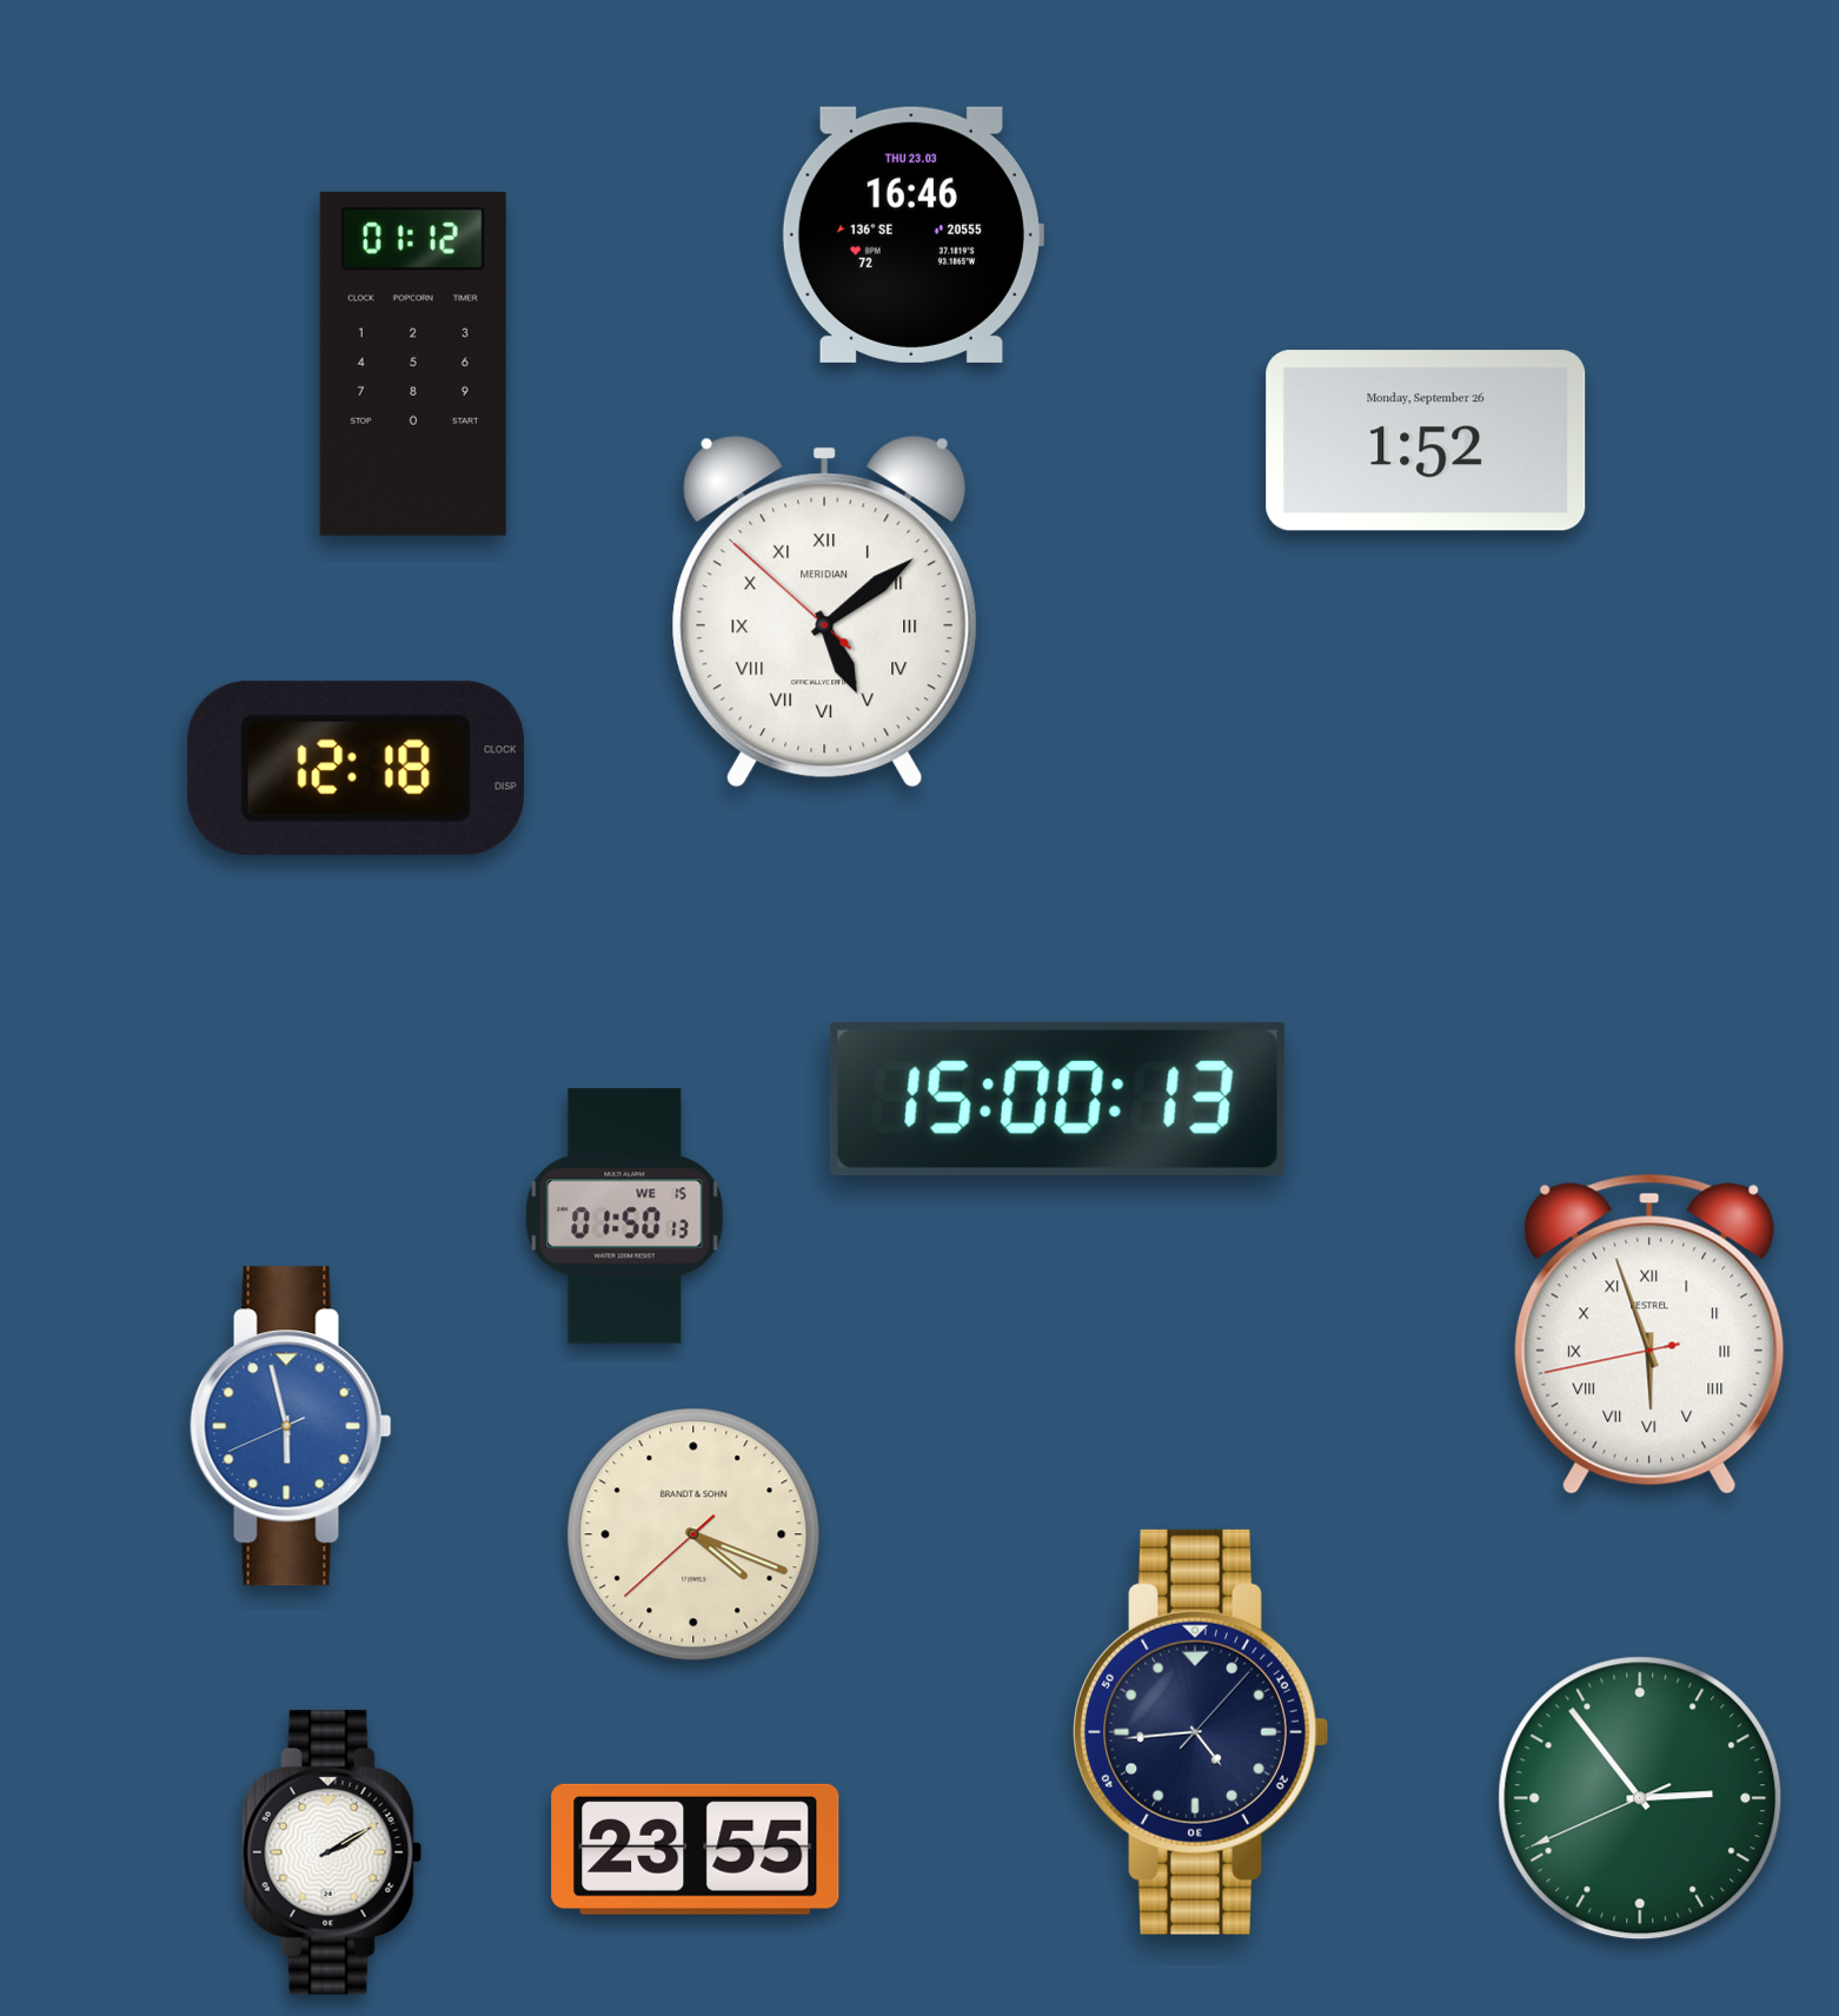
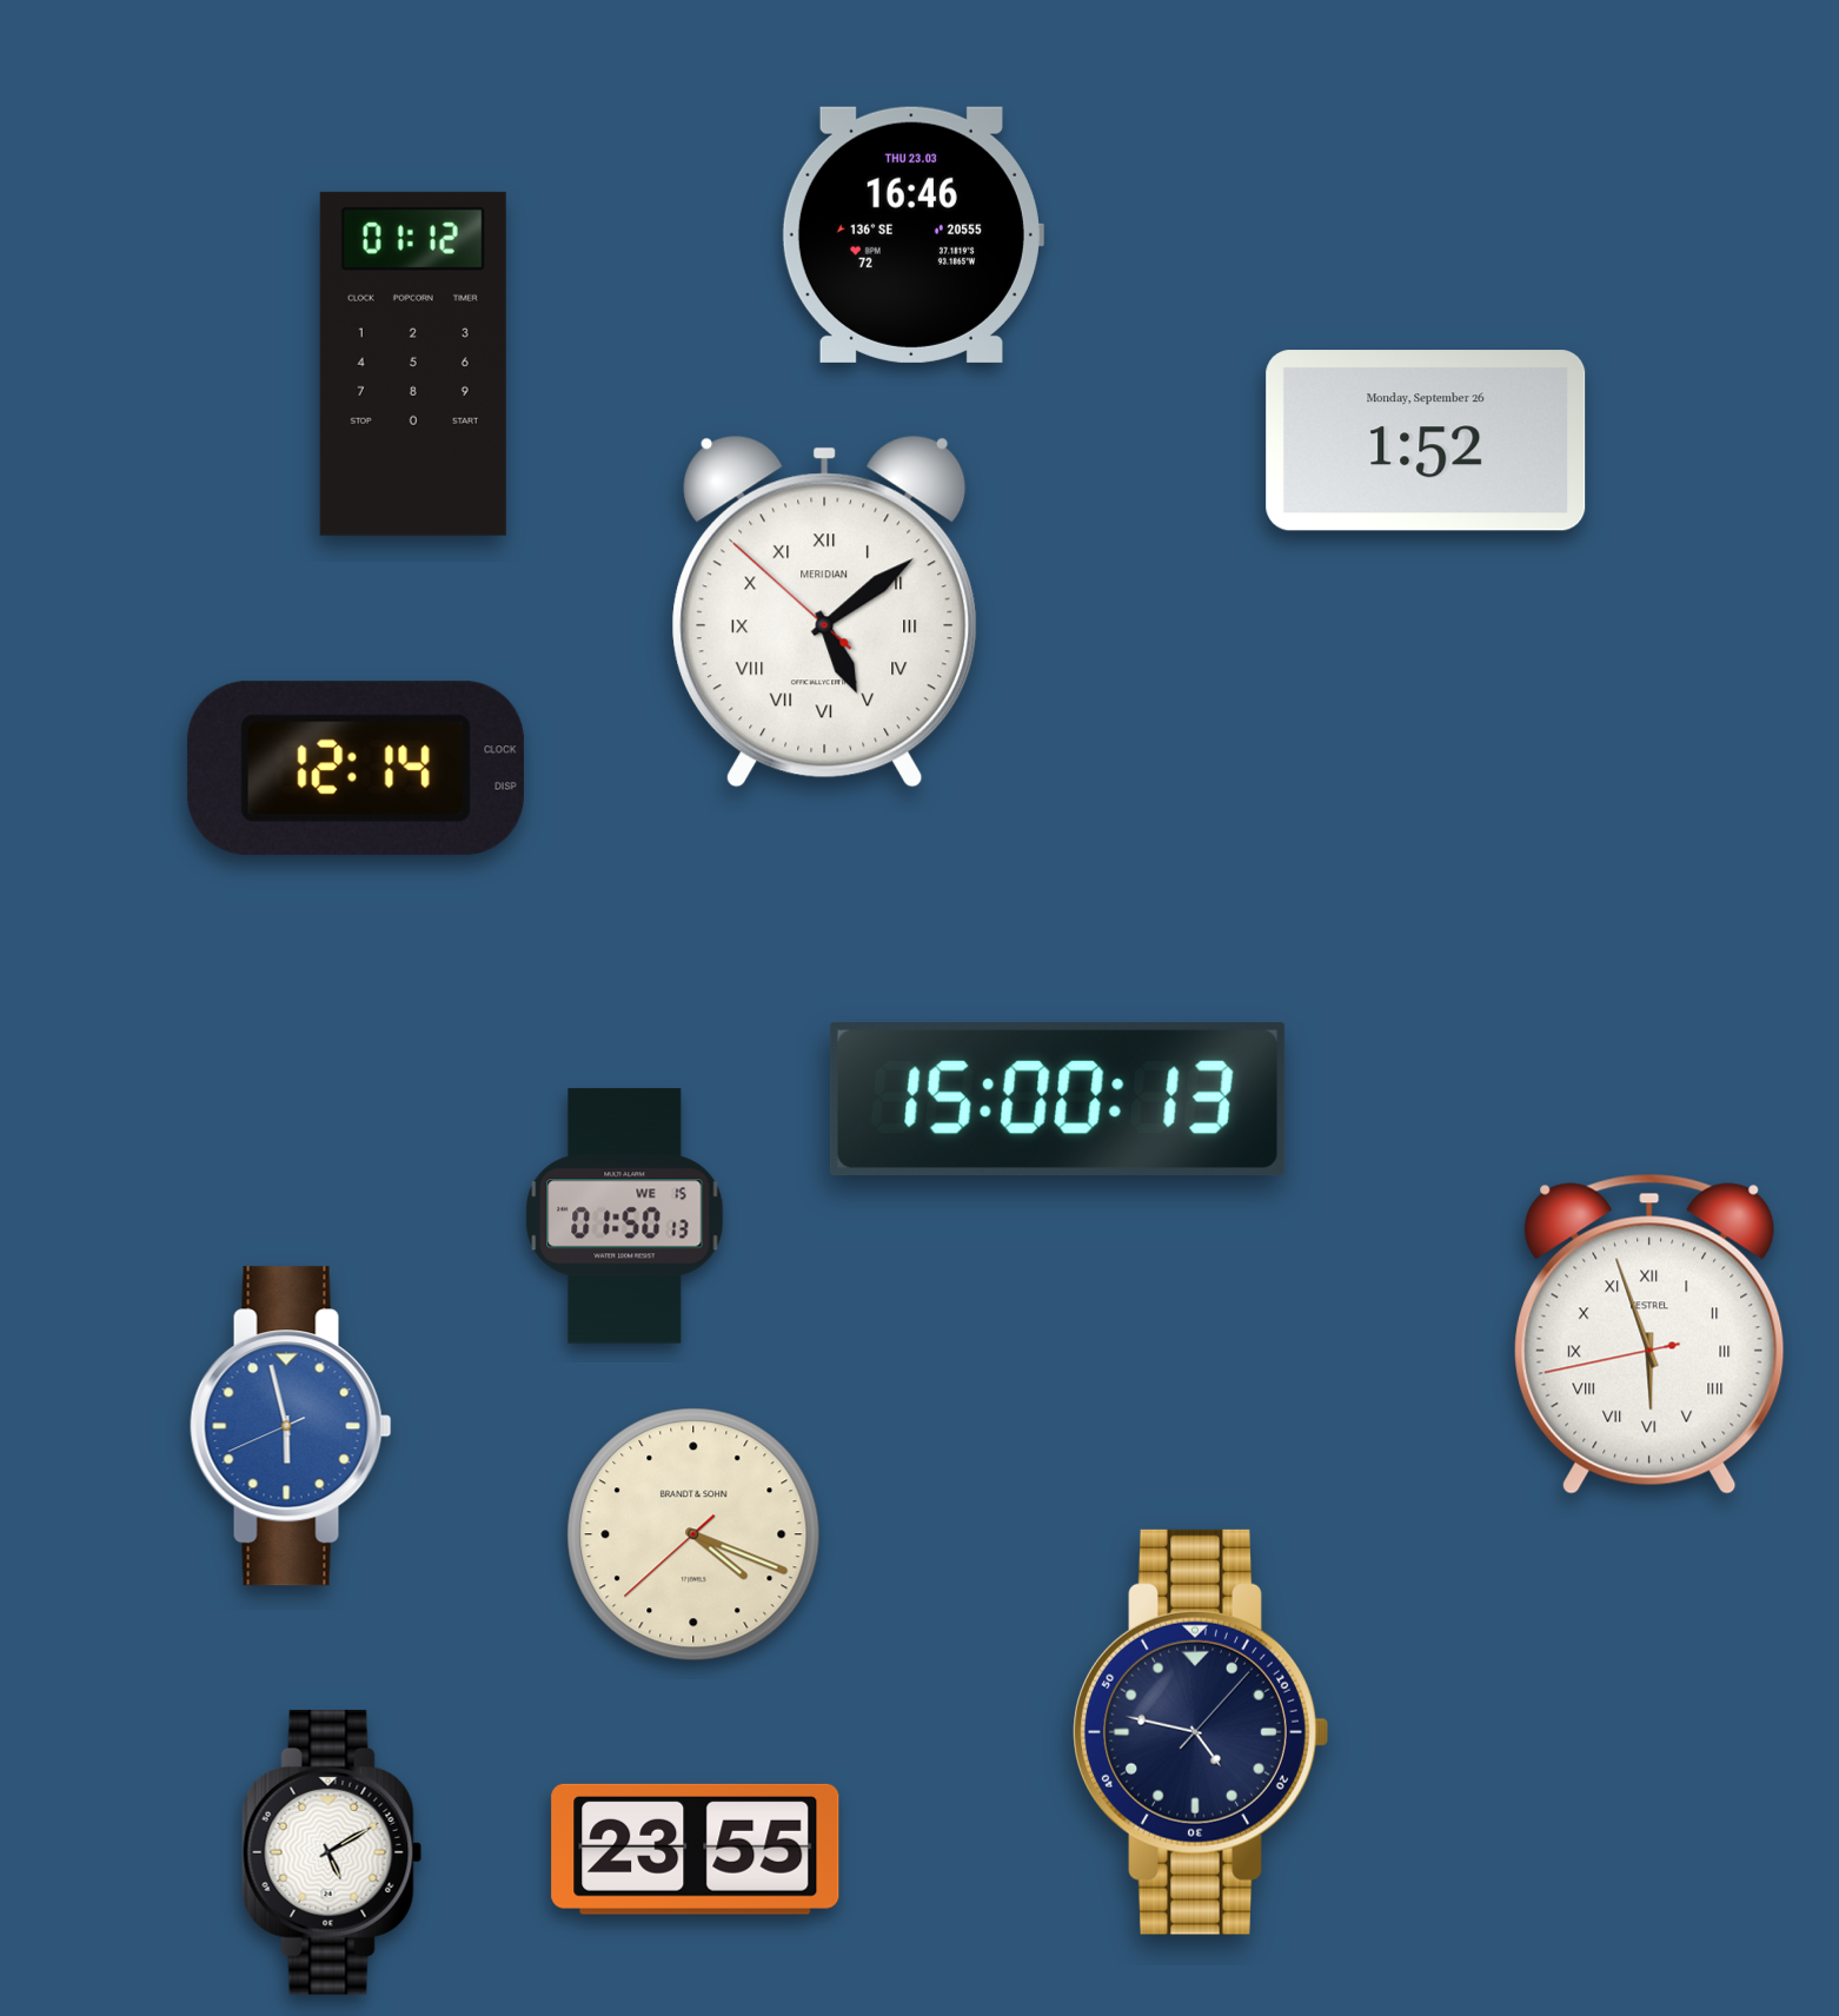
clock at (356, 768): 12:18 -> 12:14
clock at (1201, 1732): 4:44 -> 4:47
clock at (1640, 1798): 2:53 -> none
clock at (332, 1852): 2:10 -> 5:10
